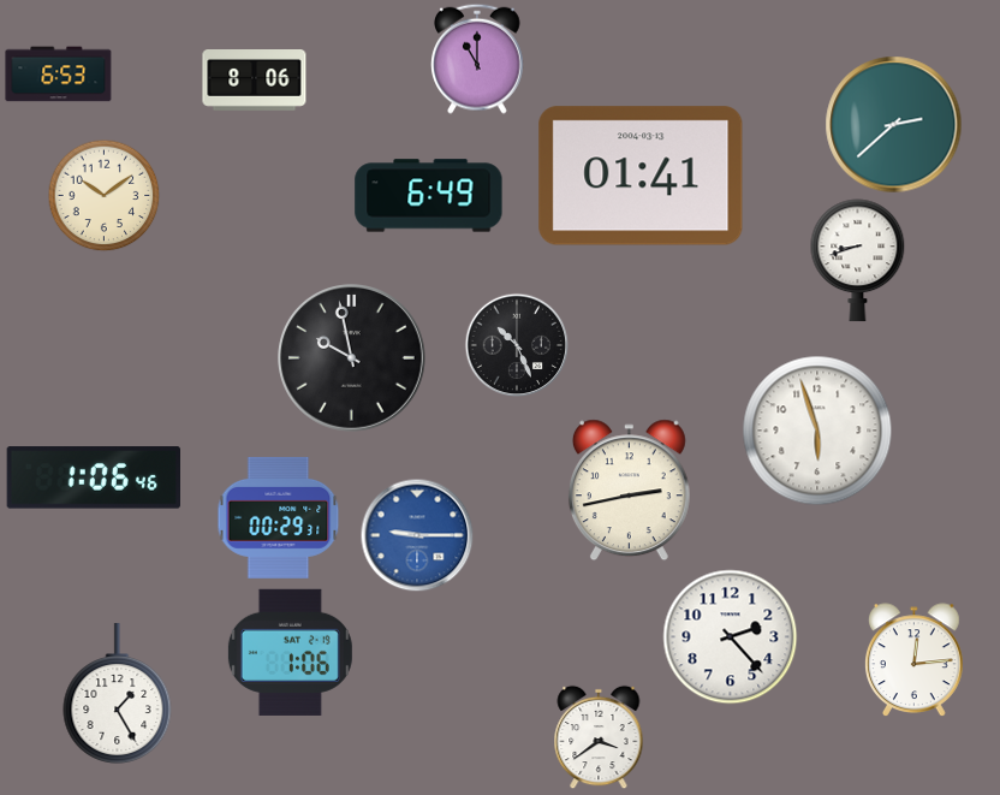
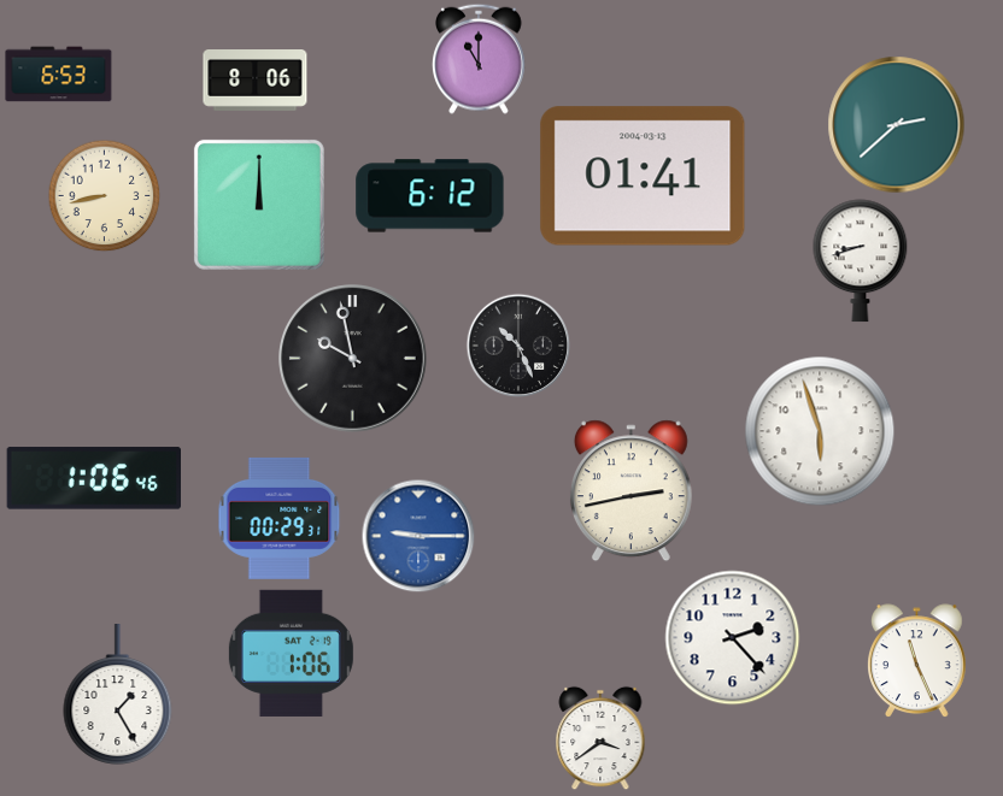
clock at (103, 195): 10:09 -> 8:43
clock at (429, 196): 6:49 -> 6:12
clock at (259, 205): none -> 12:00
clock at (915, 660): 12:14 -> 11:26
